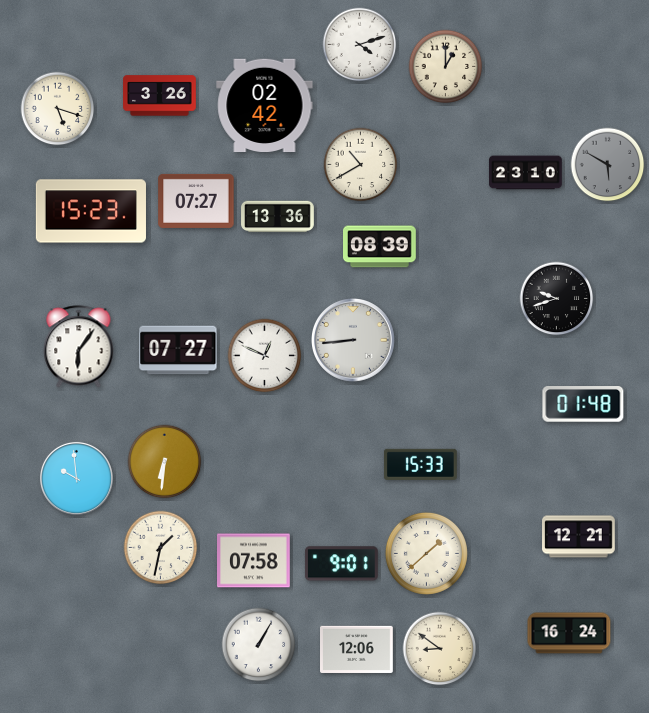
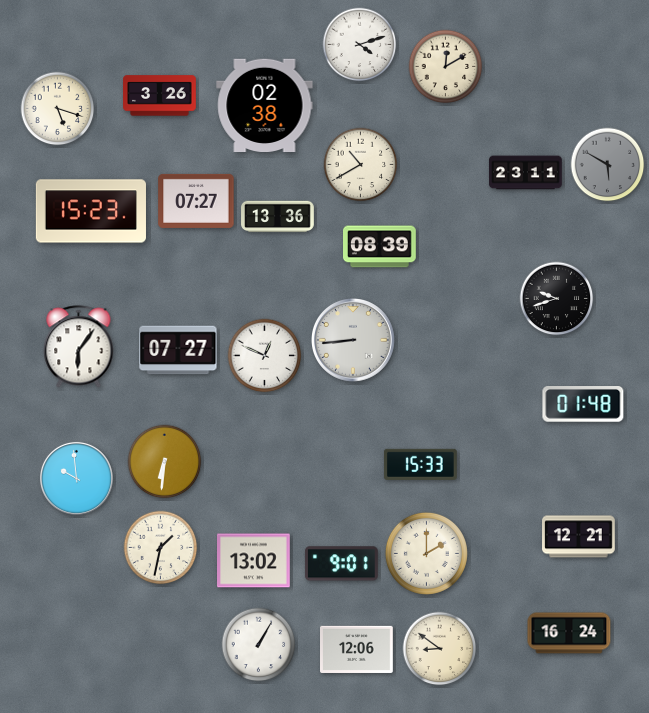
clock at (446, 67): 1:00 -> 12:10
clock at (265, 105): 02:42 -> 02:38
clock at (526, 173): 23:10 -> 23:11
clock at (426, 553): 1:38 -> 2:00
clock at (254, 561): 07:58 -> 13:02
